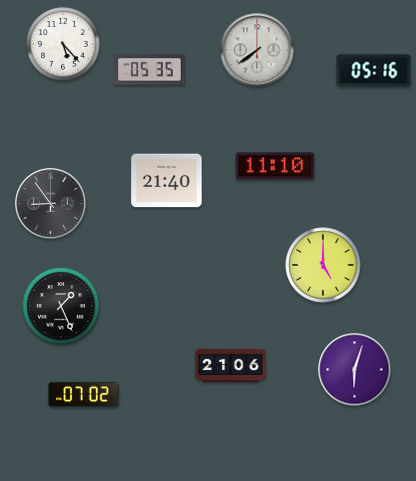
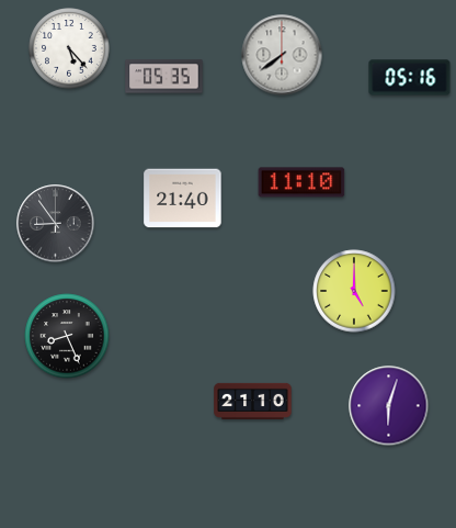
clock at (61, 306): 1:26 -> 8:26
clock at (231, 365): 21:06 -> 21:10
clock at (84, 394): 07:02 -> none
